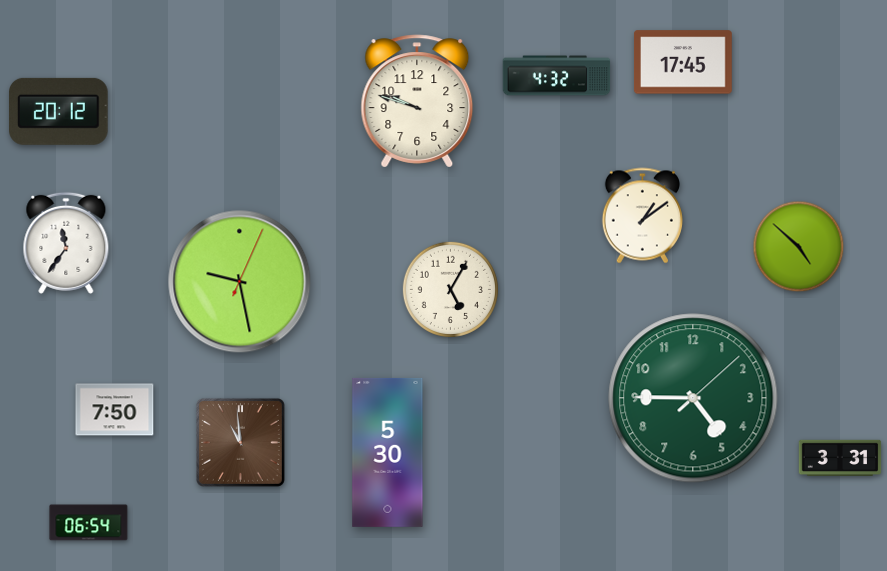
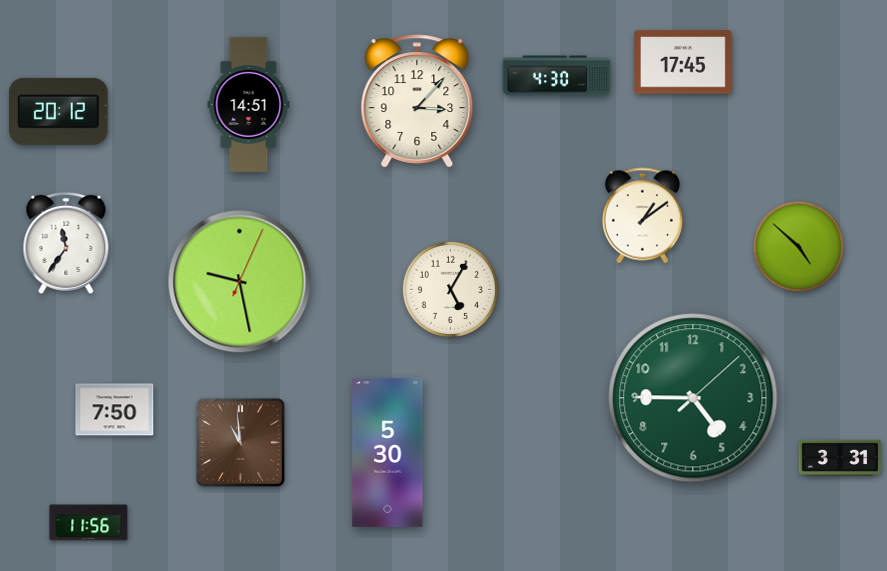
clock at (557, 76): 4:32 -> 4:30
clock at (417, 101): 9:48 -> 3:07
clock at (249, 104): none -> 14:51
clock at (89, 523): 06:54 -> 11:56
